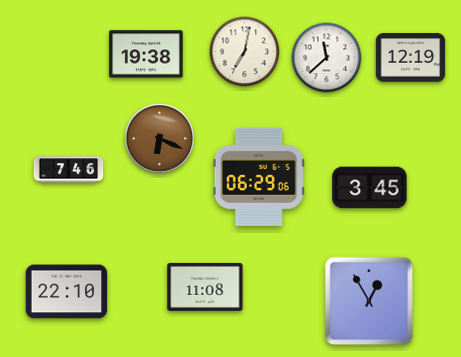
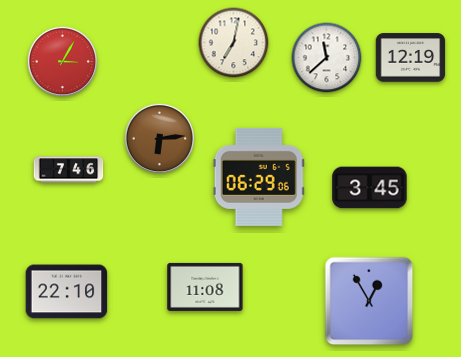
clock at (245, 52) position: (245, 52) -> (234, 43)
clock at (146, 54): 19:38 -> none
clock at (62, 61): none -> 3:05
clock at (159, 138): 6:19 -> 6:14
